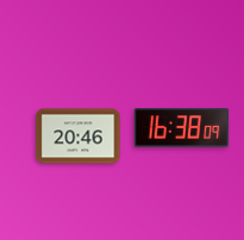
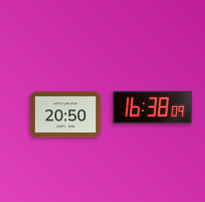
clock at (79, 137): 20:46 -> 20:50
